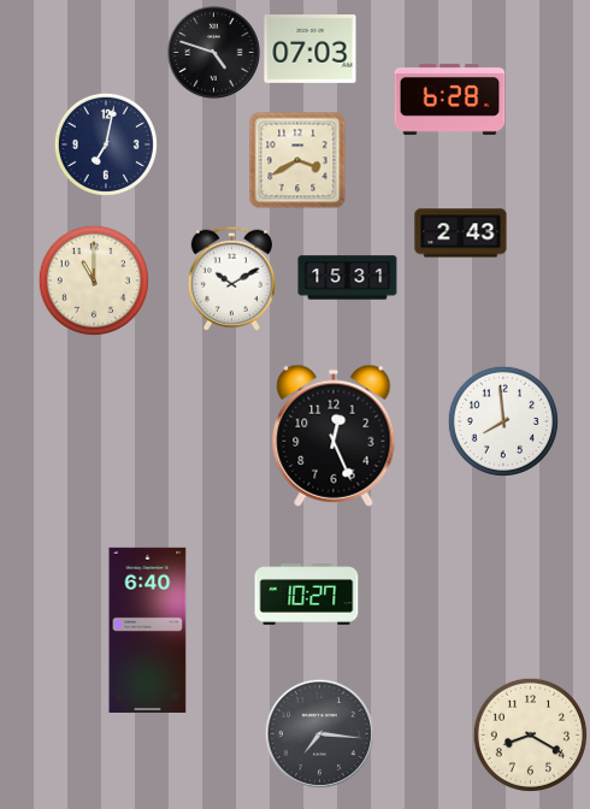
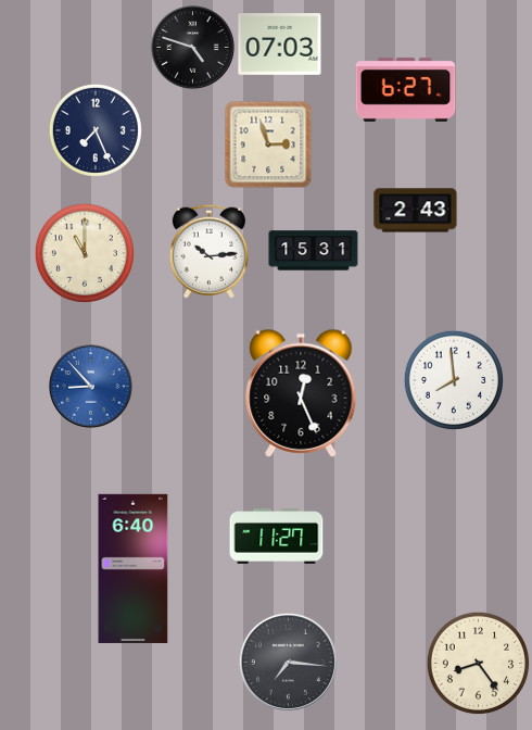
clock at (450, 99): 6:28 -> 6:27
clock at (106, 144): 7:02 -> 7:26
clock at (297, 160): 3:40 -> 2:57
clock at (231, 278): 10:10 -> 10:14
clock at (91, 387): none -> 8:53
clock at (307, 595): 10:27 -> 11:27
clock at (530, 734): 8:20 -> 8:24
